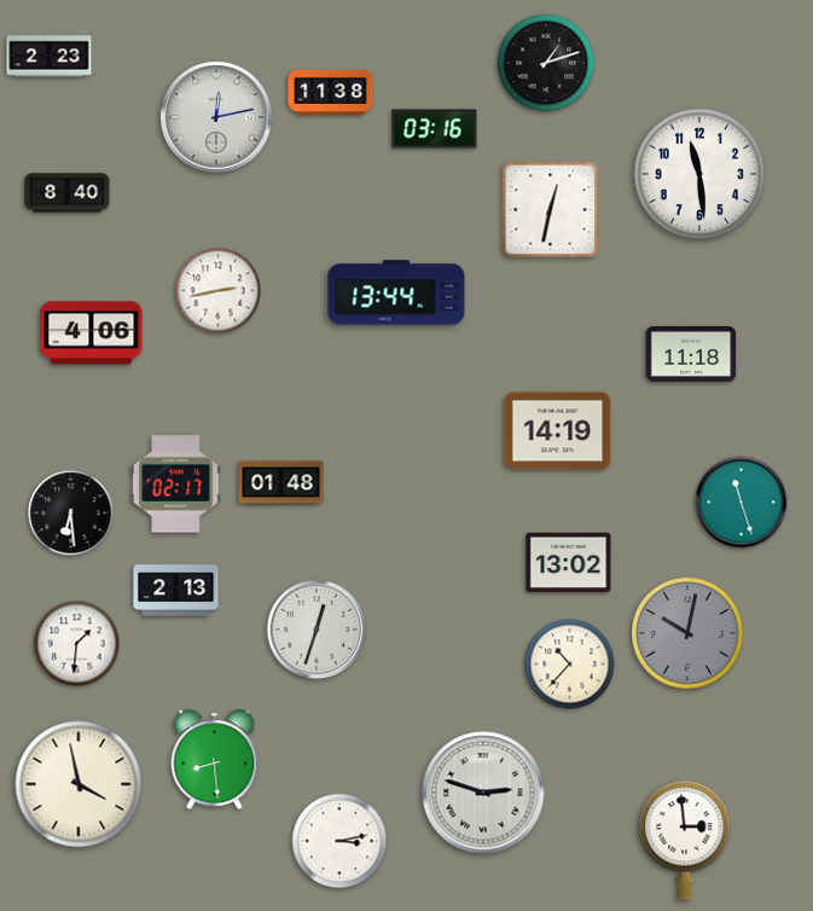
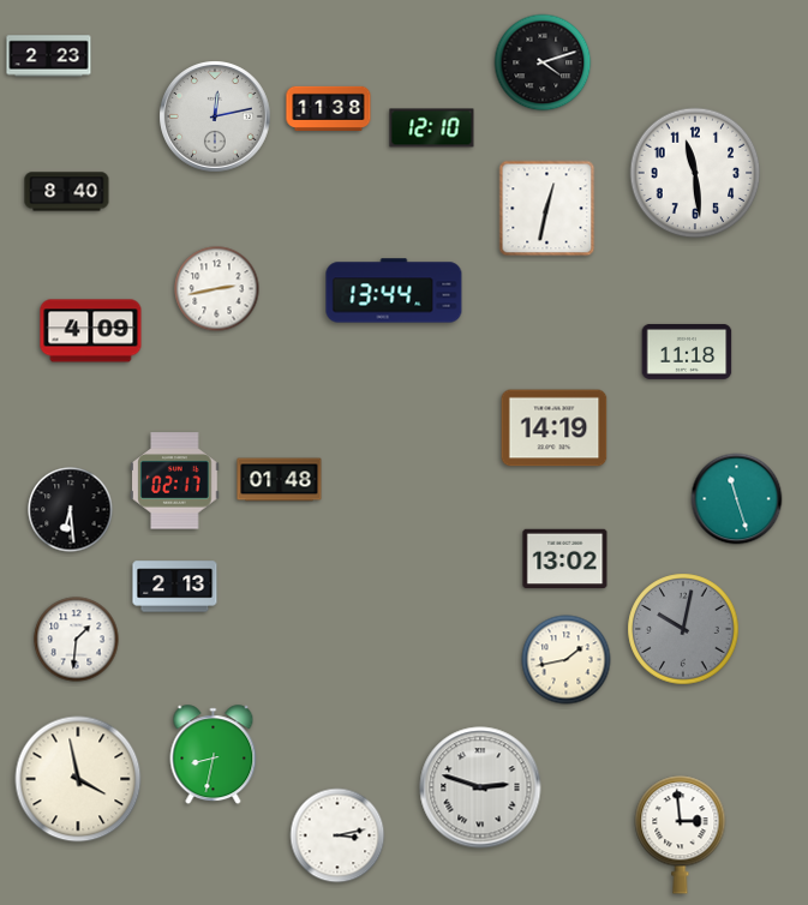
clock at (546, 63): 1:12 -> 4:12
clock at (331, 92) position: (331, 92) -> (329, 108)
clock at (435, 129): 03:16 -> 12:10
clock at (92, 333): 4:06 -> 4:09
clock at (317, 629): 12:33 -> none
clock at (570, 665): 10:37 -> 1:43
clock at (215, 760): 8:29 -> 8:32
